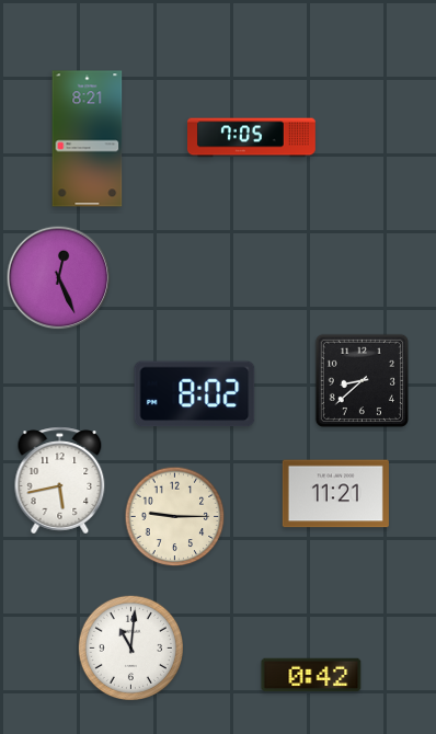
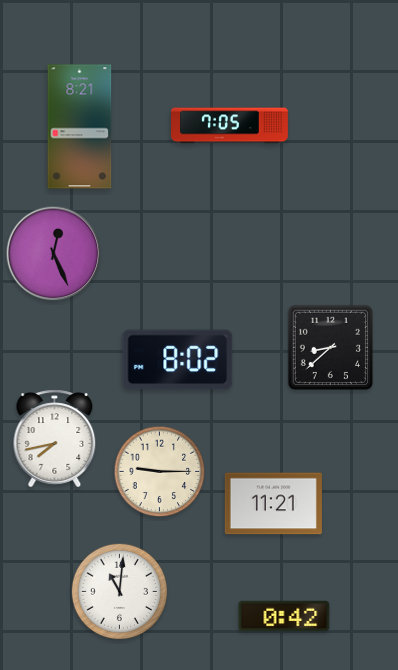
clock at (60, 481): 5:43 -> 7:43
clock at (335, 494) position: (335, 494) -> (273, 504)
